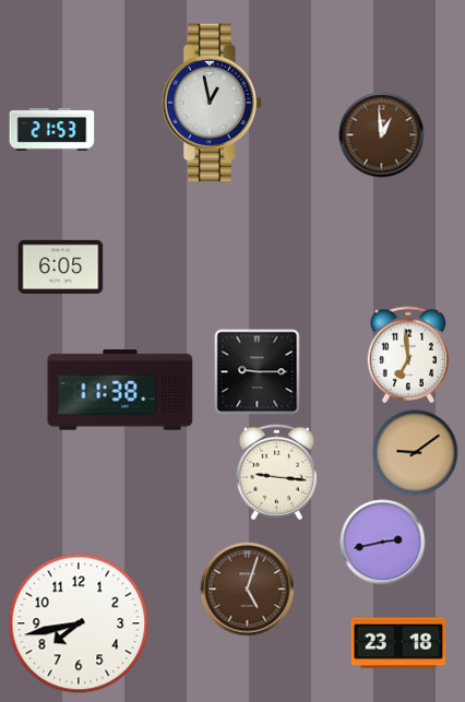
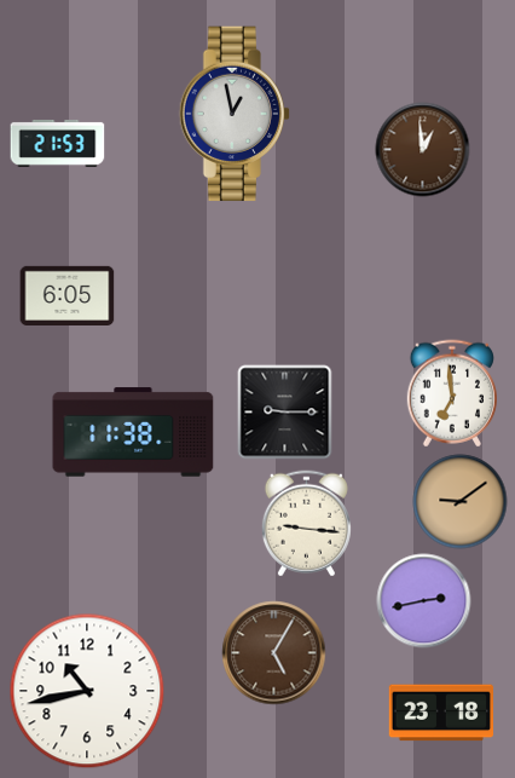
clock at (247, 588): 5:03 -> 5:05
clock at (79, 623): 7:43 -> 10:43
